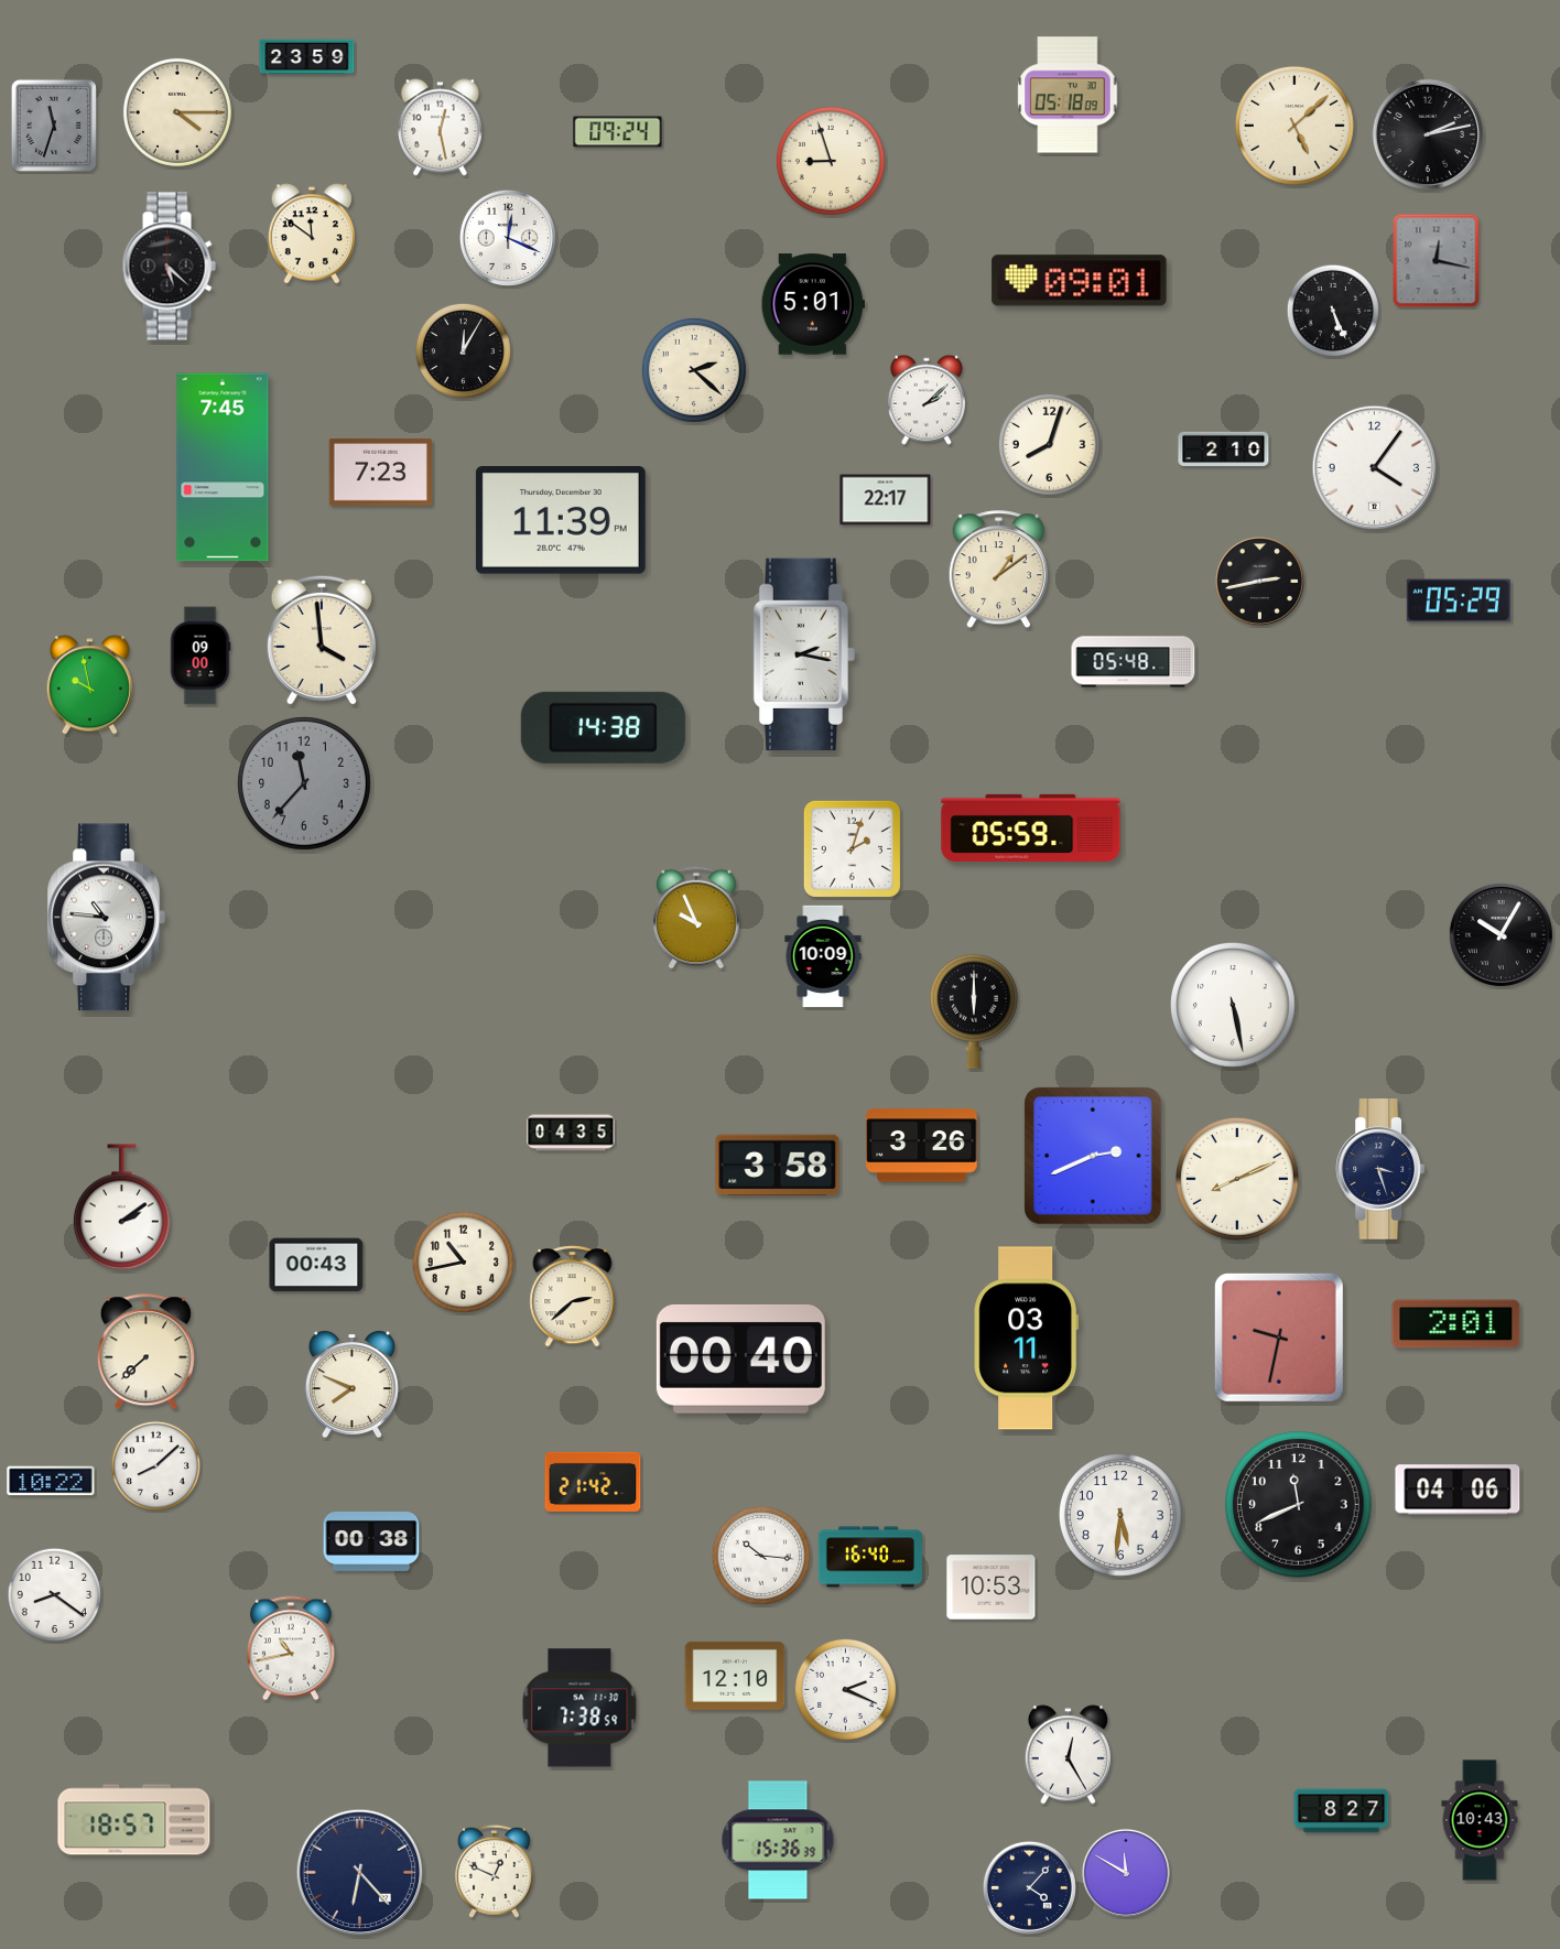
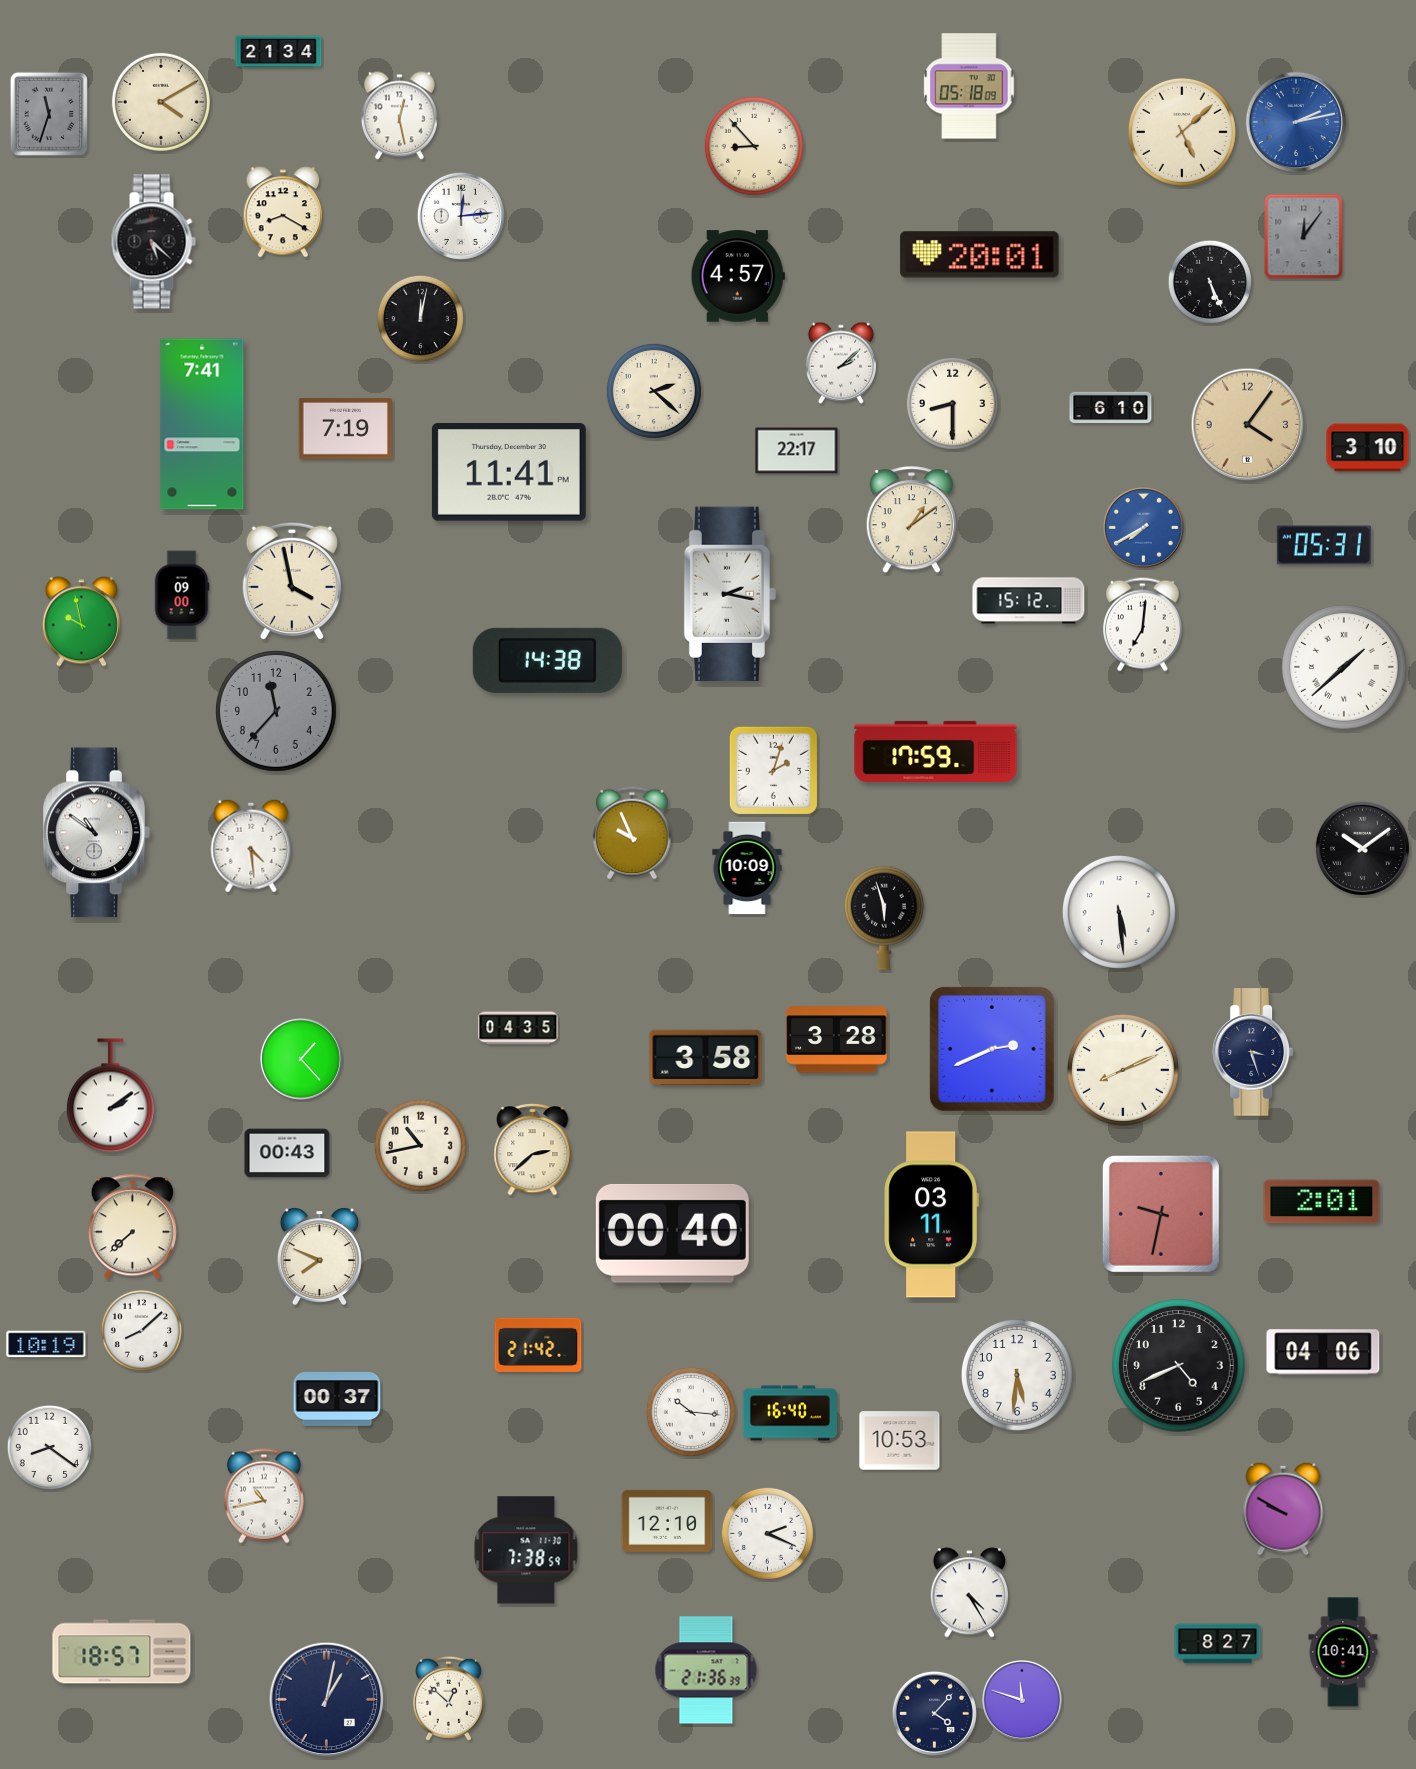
clock at (307, 57): 23:59 -> 21:34
clock at (177, 112): 4:15 -> 4:10
clock at (1294, 126) position: (1294, 126) -> (1182, 132)
clock at (618, 132): 09:24 -> none
clock at (1427, 133) dial: black -> blue
clock at (831, 161): 8:57 -> 8:53
clock at (312, 234): 11:51 -> 8:20
clock at (508, 238): 12:19 -> 12:14
clock at (1437, 261): 12:17 -> 12:06
clock at (1080, 281): 09:01 -> 20:01
clock at (813, 304): 5:01 -> 4:57
clock at (463, 350): 12:05 -> 12:02
clock at (694, 370) position: (694, 370) -> (654, 391)
clock at (1049, 444): 8:03 -> 8:30
clock at (1224, 450): 2:10 -> 6:10
clock at (223, 467): 7:45 -> 7:41
clock at (1375, 468) dial: white -> champagne
clock at (380, 473): 7:23 -> 7:19
clock at (1368, 448): none -> 3:10
clock at (886, 500) position: (886, 500) -> (797, 451)
clock at (561, 520): 11:39 -> 11:41
clock at (998, 570) position: (998, 570) -> (911, 520)
clock at (1259, 581): 2:43 -> 7:40
clock at (1259, 581) dial: black -> blue
clock at (1459, 600): 05:29 -> 05:31
clock at (321, 640): 3:59 -> 3:58
clock at (1134, 662): 05:48 -> 15:12
clock at (1142, 625): none -> 7:01
clock at (1344, 667): none -> 1:38
clock at (1031, 827): 05:59 -> 17:59
clock at (106, 918): 10:46 -> 10:51
clock at (251, 846): none -> 4:29
clock at (1501, 934): 10:05 -> 10:09
clock at (1233, 1005): 5:28 -> 5:29
clock at (974, 1011): 6:00 -> 5:57
clock at (922, 1146): 3:26 -> 3:28
clock at (301, 1059): none -> 1:23
clock at (1380, 1169) position: (1380, 1169) -> (1253, 1052)
clock at (316, 1265) position: (316, 1265) -> (287, 1153)
clock at (573, 1296) position: (573, 1296) -> (533, 1149)
clock at (51, 1481): 10:22 -> 10:19
clock at (1299, 1505): 11:41 -> 4:41
clock at (371, 1542): 00:38 -> 00:37
clock at (1283, 1509): none -> 9:50
clock at (1068, 1755): 12:25 -> 4:25
clock at (1480, 1820): 10:43 -> 10:41
clock at (778, 1840): 15:36 -> 21:36
clock at (494, 1871): 12:49 -> 12:52
clock at (360, 1873): 6:23 -> 1:02
clock at (1126, 1873): 11:50 -> 11:48
